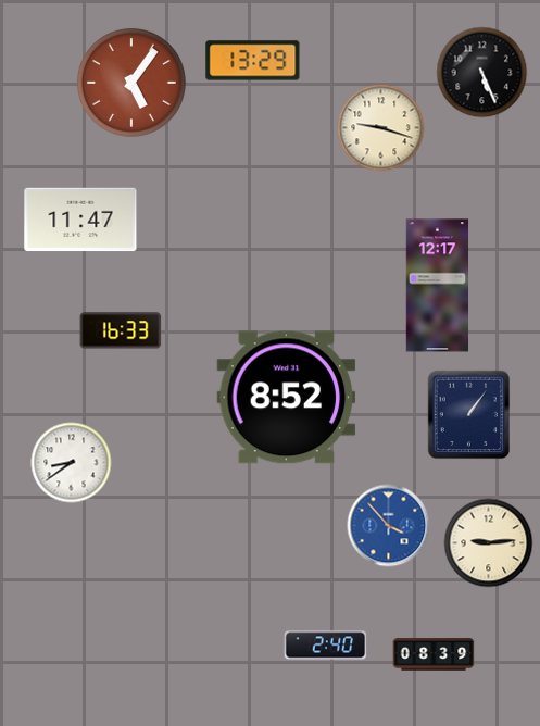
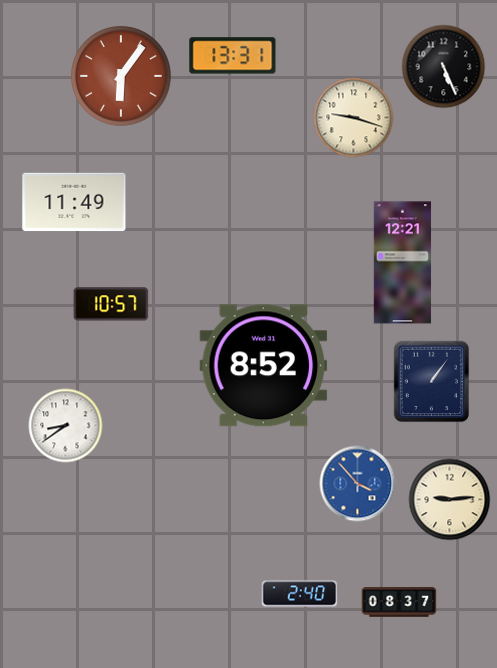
clock at (253, 61): 13:29 -> 13:31
clock at (131, 83): 5:06 -> 6:06
clock at (381, 128) position: (381, 128) -> (354, 118)
clock at (80, 220): 11:47 -> 11:49
clock at (438, 286): 12:17 -> 12:21
clock at (121, 330): 16:33 -> 10:57
clock at (434, 654): 08:39 -> 08:37
